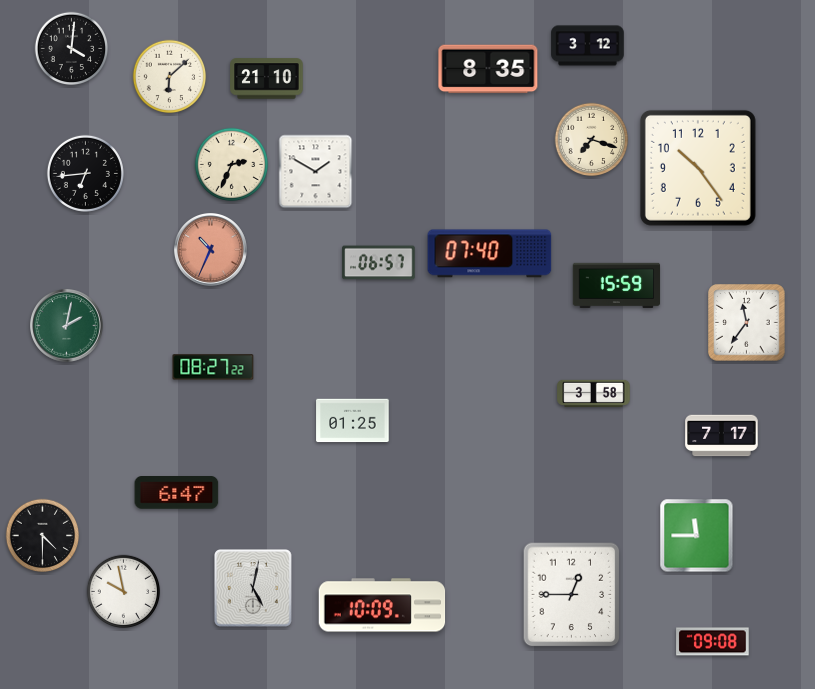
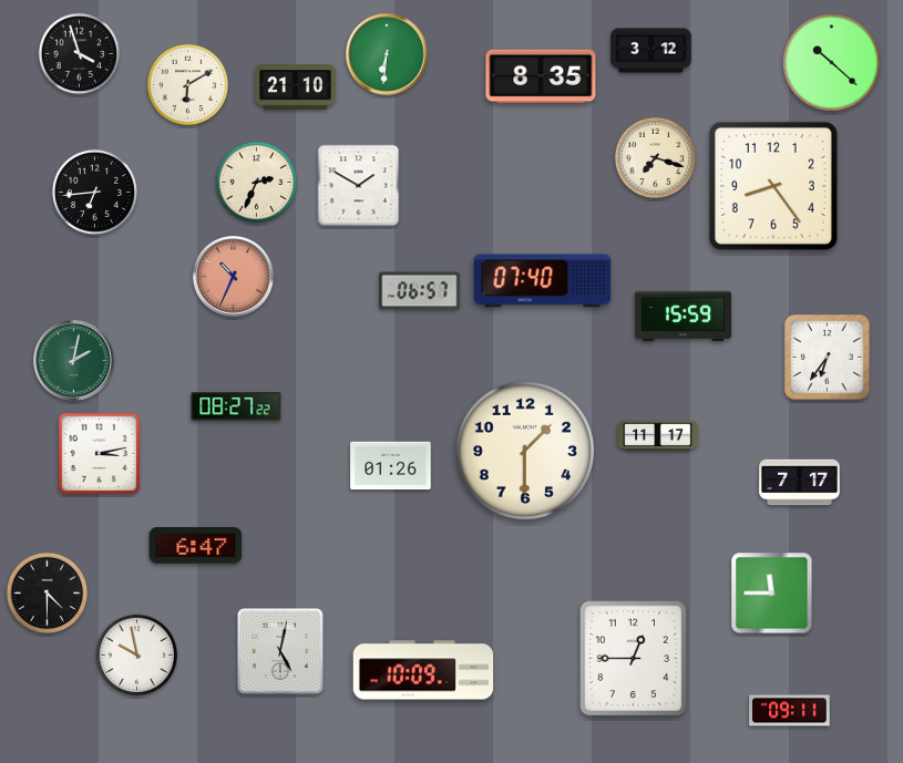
clock at (72, 49): 4:01 -> 3:57
clock at (388, 55): none -> 6:31
clock at (832, 63): none -> 10:22
clock at (170, 77): 6:08 -> 6:10
clock at (592, 140) position: (592, 140) -> (656, 158)
clock at (698, 168): 10:24 -> 8:24
clock at (316, 172) position: (316, 172) -> (359, 186)
clock at (747, 323): 11:36 -> 6:36
clock at (594, 394): 3:58 -> 11:17
clock at (525, 451): none -> 1:30
clock at (100, 454): none -> 3:13
clock at (353, 421): 01:25 -> 01:26
clock at (713, 642): 09:08 -> 09:11
